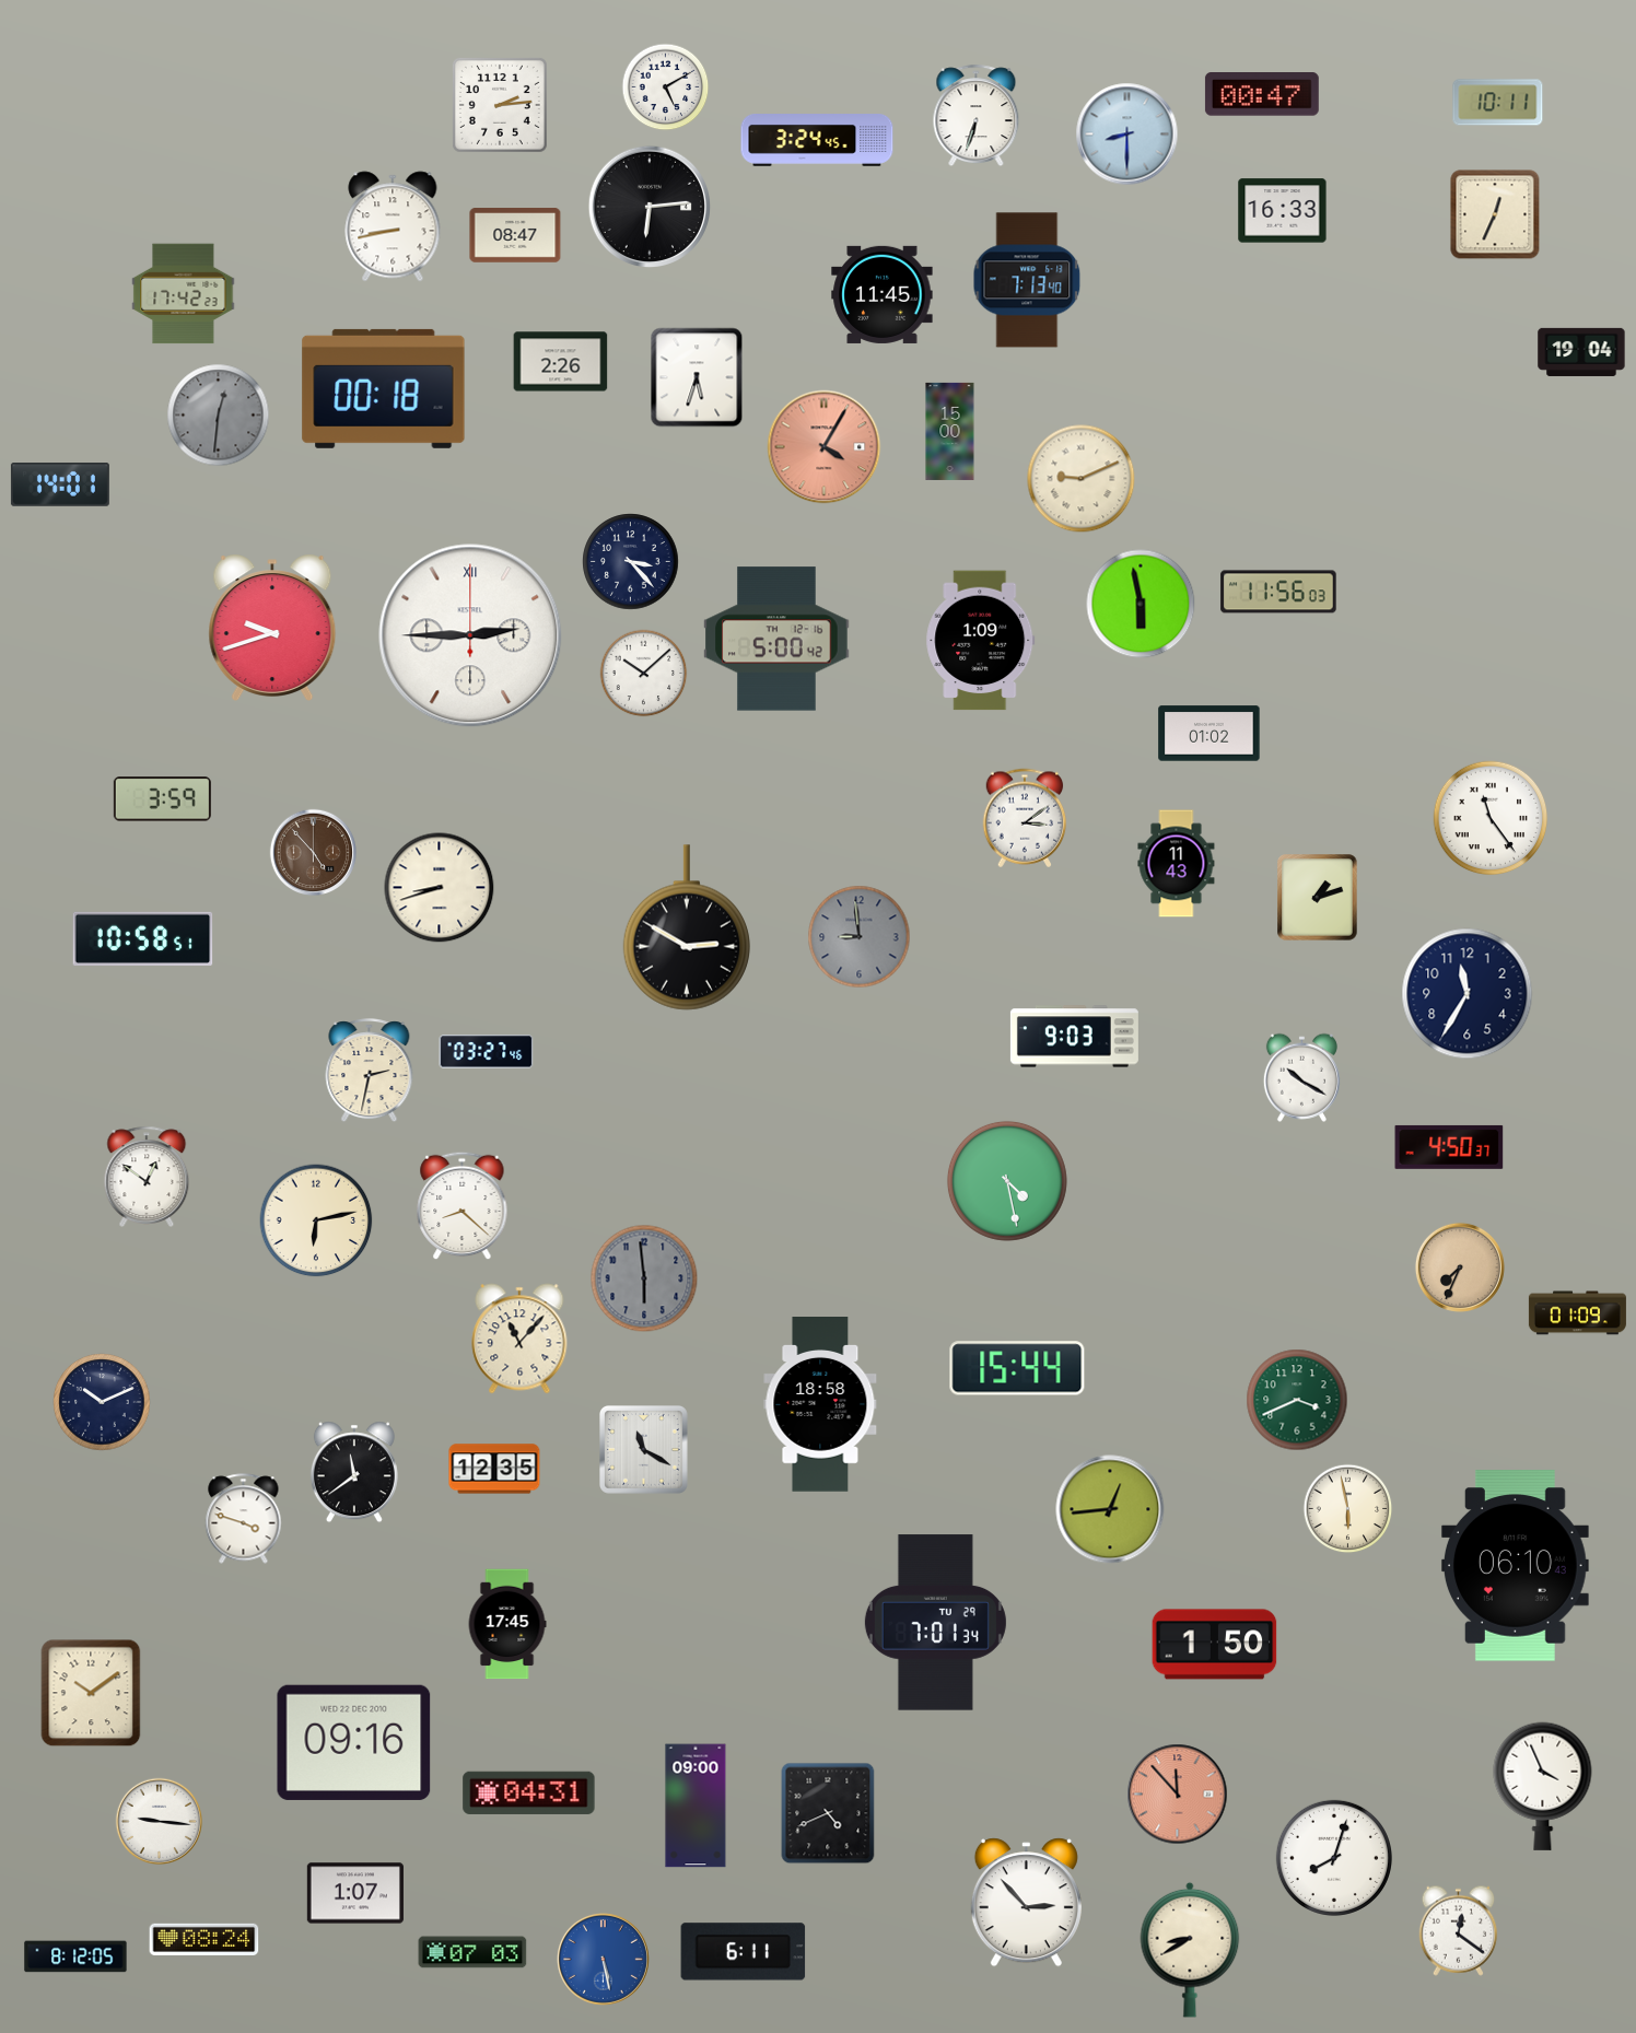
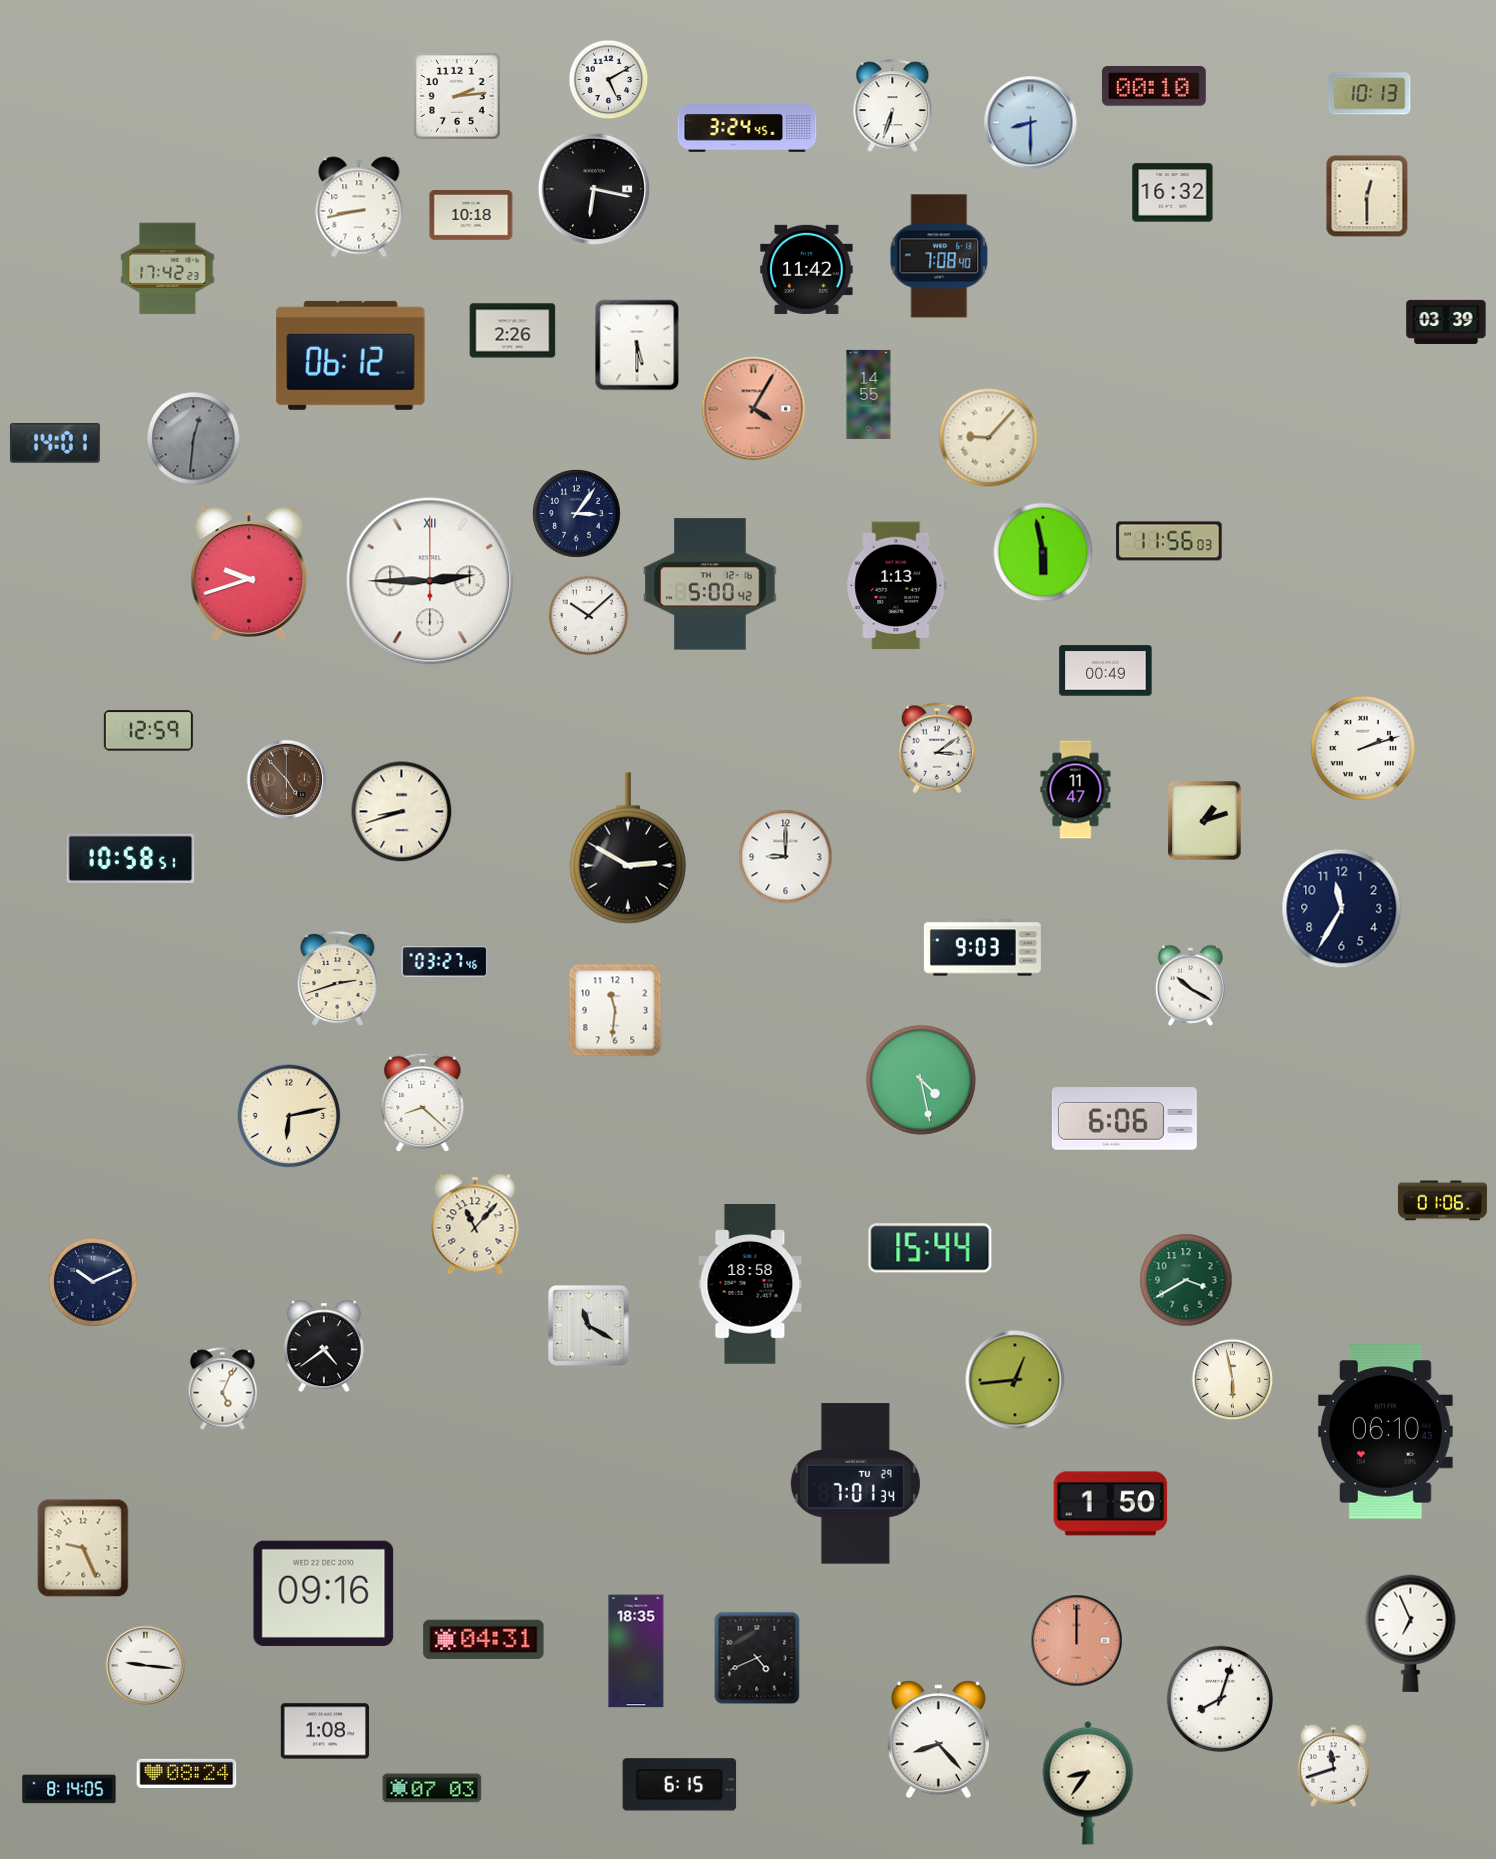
clock at (1262, 94): 00:47 -> 00:10
clock at (1498, 103): 10:11 -> 10:13
clock at (648, 206): 6:14 -> 6:17
clock at (1283, 211): 16:33 -> 16:32
clock at (1495, 214): 12:34 -> 12:30
clock at (515, 235): 08:47 -> 10:18
clock at (1027, 280): 7:13 -> 7:08
clock at (883, 294): 11:45 -> 11:42
clock at (1581, 352): 19:04 -> 03:39
clock at (697, 377): 5:33 -> 5:30
clock at (384, 388): 00:18 -> 06:12
clock at (219, 416) position: (219, 416) -> (194, 439)
clock at (950, 431): 15:00 -> 14:55
clock at (1082, 479): 9:11 -> 9:07
clock at (631, 562): 3:23 -> 3:06
clock at (981, 641): 1:09 -> 1:13
clock at (1210, 734): 01:02 -> 00:49
clock at (162, 799): 3:59 -> 12:59
clock at (1491, 818): 11:24 -> 2:12
clock at (1177, 864): 11:43 -> 11:47
clock at (860, 937): 8:59 -> 9:00
clock at (860, 937) dial: grey -> white
clock at (370, 1071): 2:32 -> 2:42
clock at (615, 1010): none -> 11:31
clock at (1449, 1147): 4:50 -> none
clock at (147, 1176): 12:51 -> none
clock at (1124, 1119): none -> 6:06
clock at (1460, 1267): 7:34 -> none
clock at (644, 1278): 5:59 -> none
clock at (1577, 1313): 01:09 -> 01:06
clock at (1017, 1368) position: (1017, 1368) -> (930, 1248)
clock at (1297, 1400): 3:41 -> 3:40
clock at (494, 1469): 12:35 -> none
clock at (354, 1472): 11:39 -> 4:39
clock at (244, 1519): 3:48 -> 5:04
clock at (507, 1624): 17:45 -> none
clock at (91, 1693): 10:09 -> 9:26
clock at (1543, 1786): 3:56 -> 6:56
clock at (1178, 1795): 11:53 -> 12:00
clock at (696, 1806): 09:00 -> 18:35
clock at (355, 1893): 1:07 -> 1:08
clock at (1026, 1903): 2:53 -> 8:23
clock at (1459, 1930): 12:21 -> 11:42
clock at (1190, 1950): 8:40 -> 8:36
clock at (472, 1952) position: (472, 1952) -> (432, 1788)
clock at (744, 1952): 6:11 -> 6:15
clock at (75, 1956): 8:12 -> 8:14
clock at (603, 1959): 5:28 -> none
